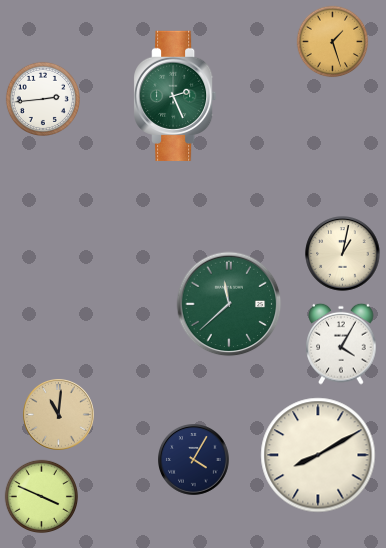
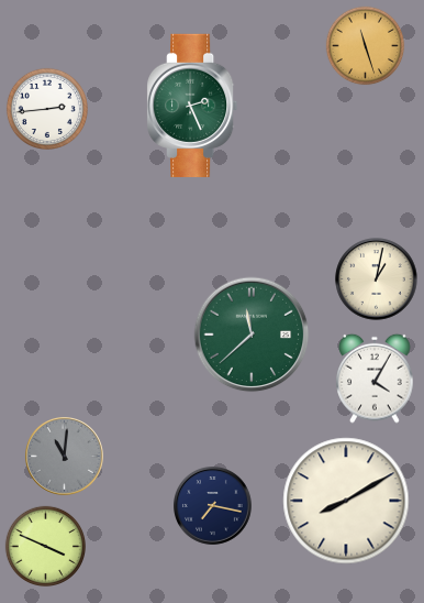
clock at (333, 42): 1:27 -> 11:27
clock at (59, 415) dial: champagne -> grey
clock at (318, 455) position: (318, 455) -> (346, 501)
clock at (194, 460): 4:05 -> 7:17
